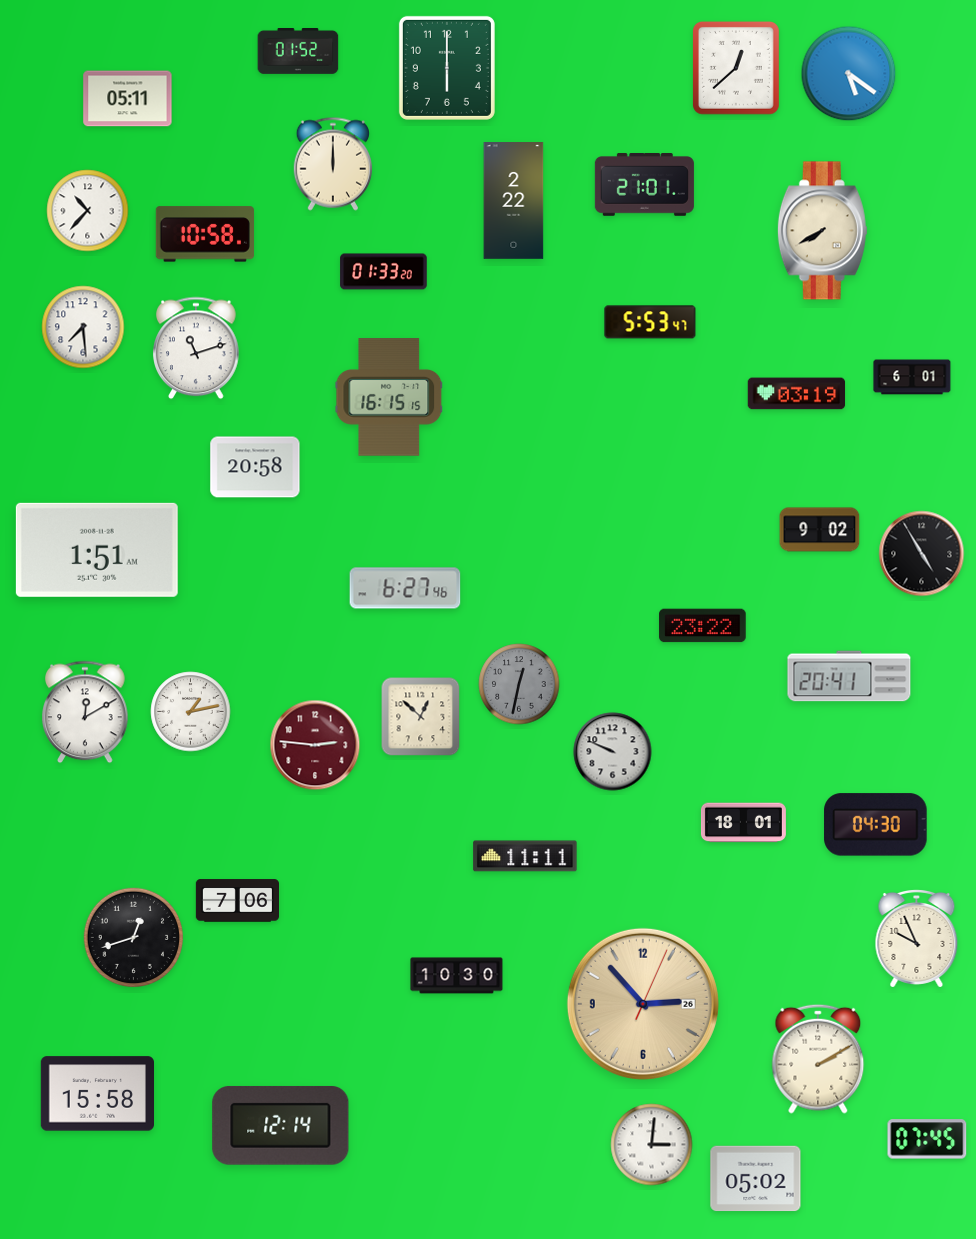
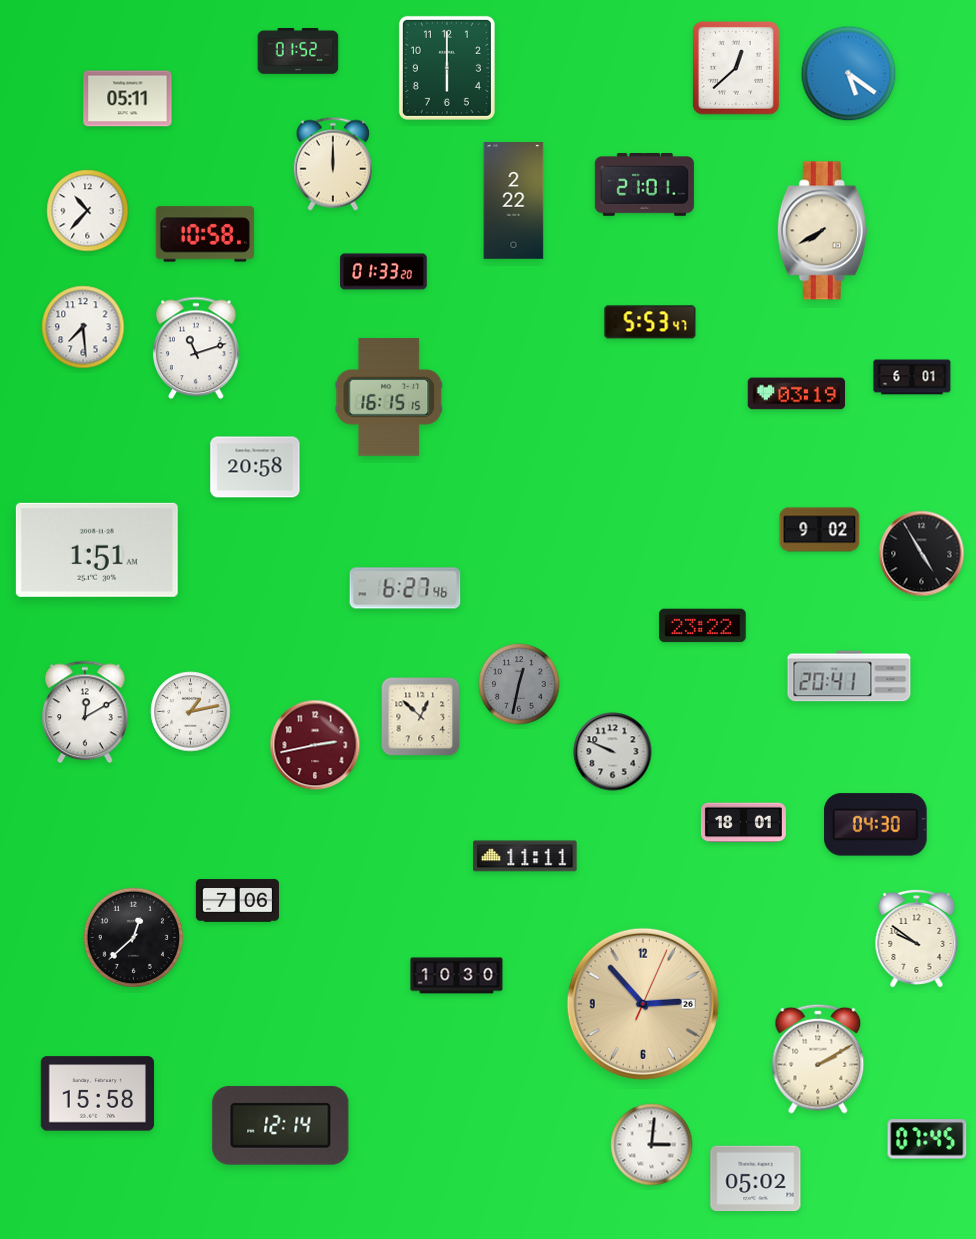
clock at (315, 745): 2:46 -> 2:43
clock at (133, 937): 12:42 -> 12:38
clock at (917, 939): 9:56 -> 9:51
